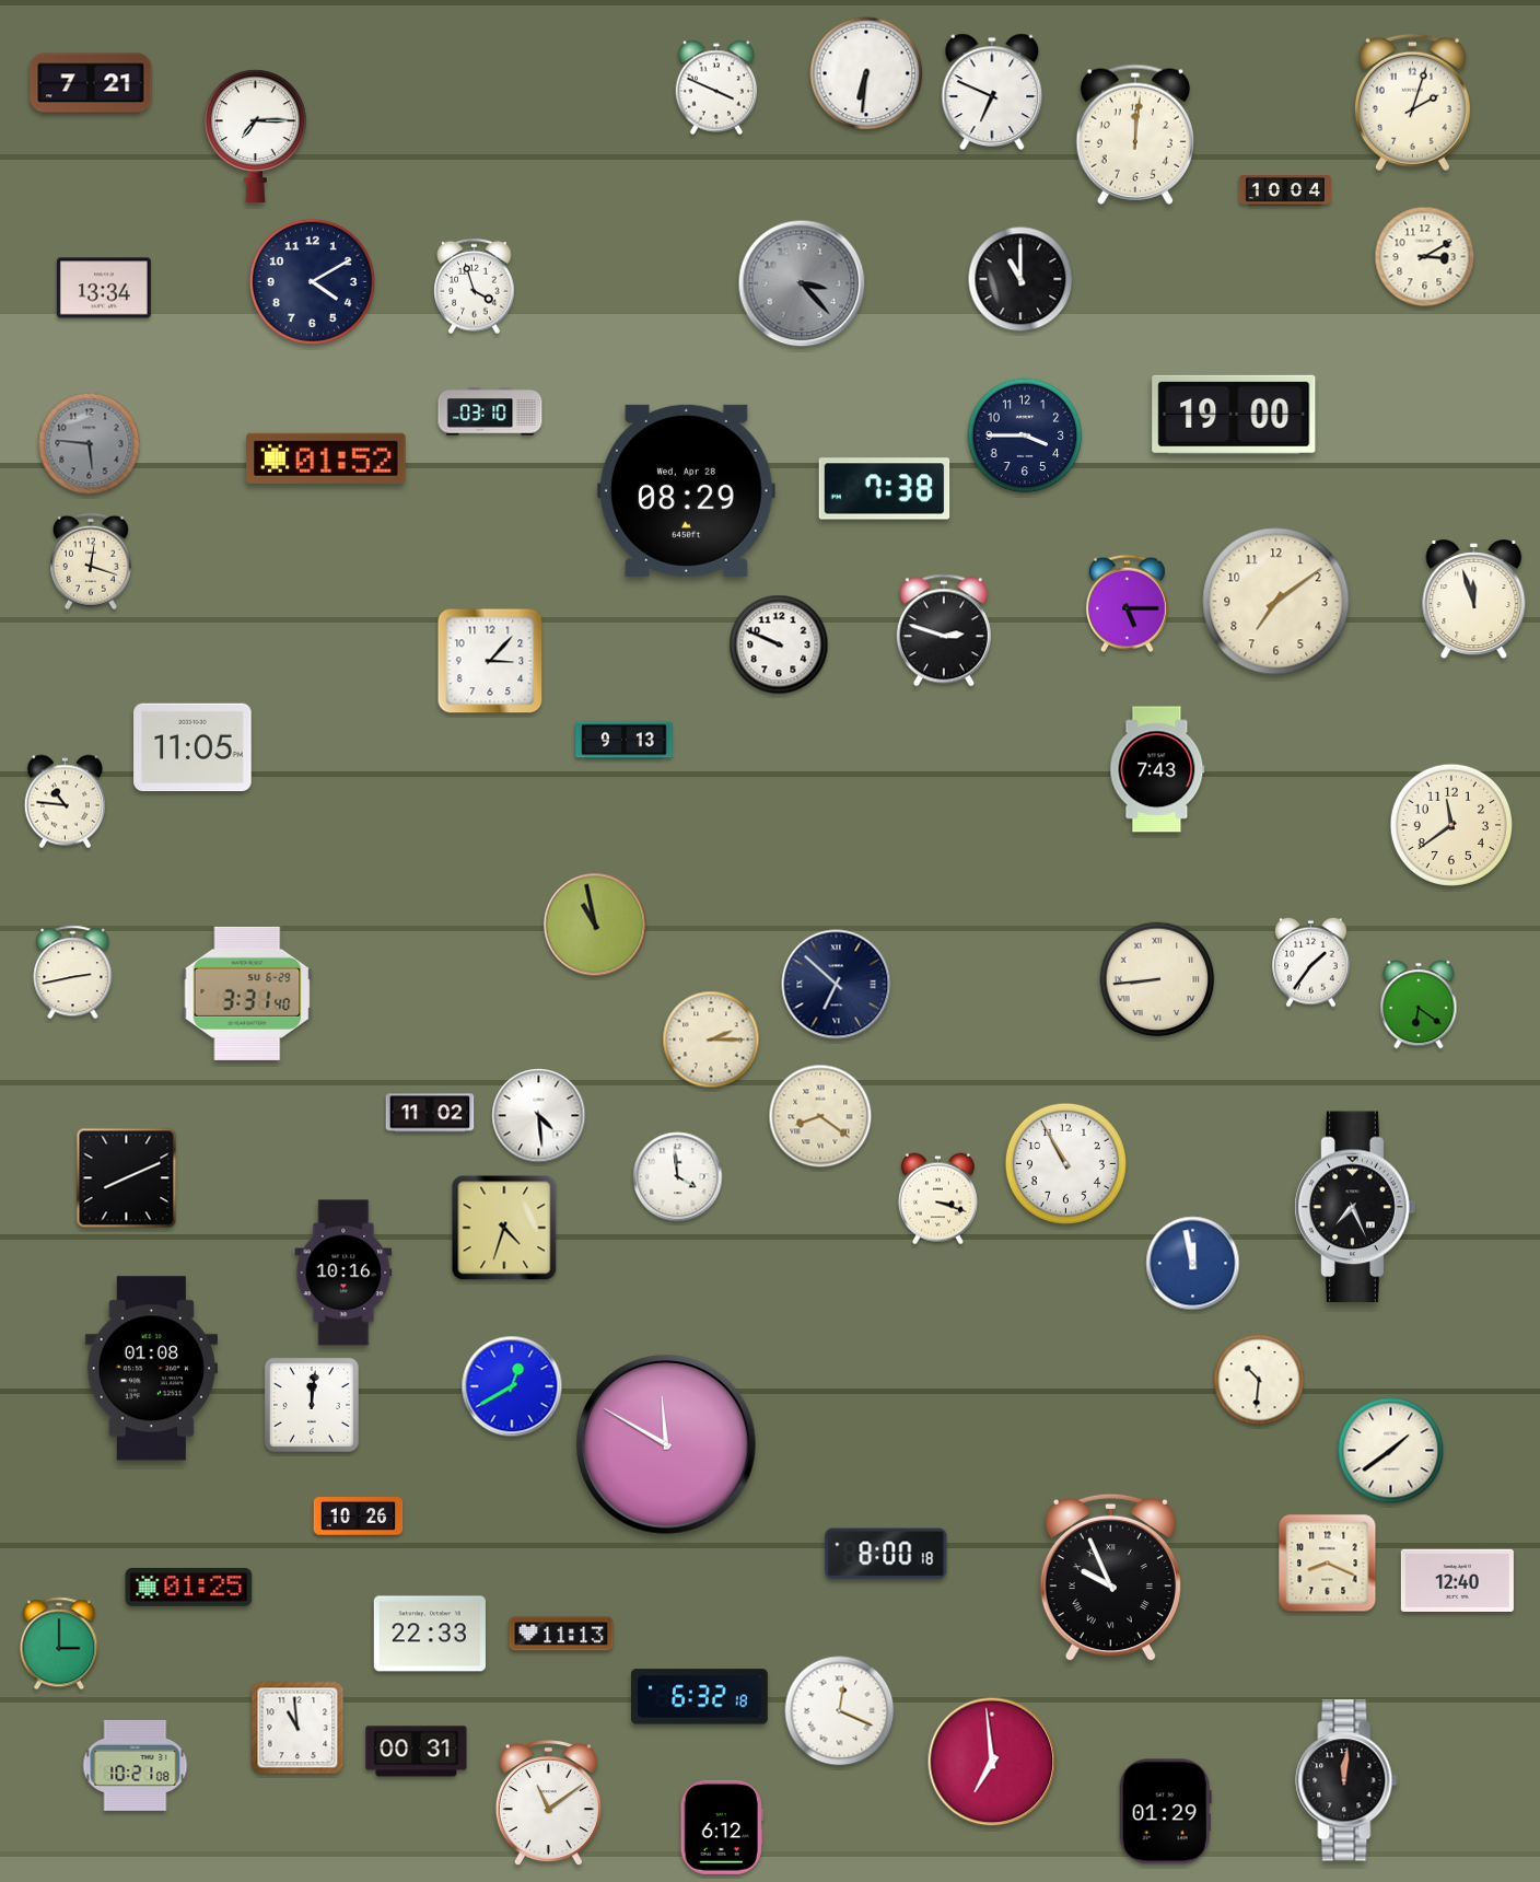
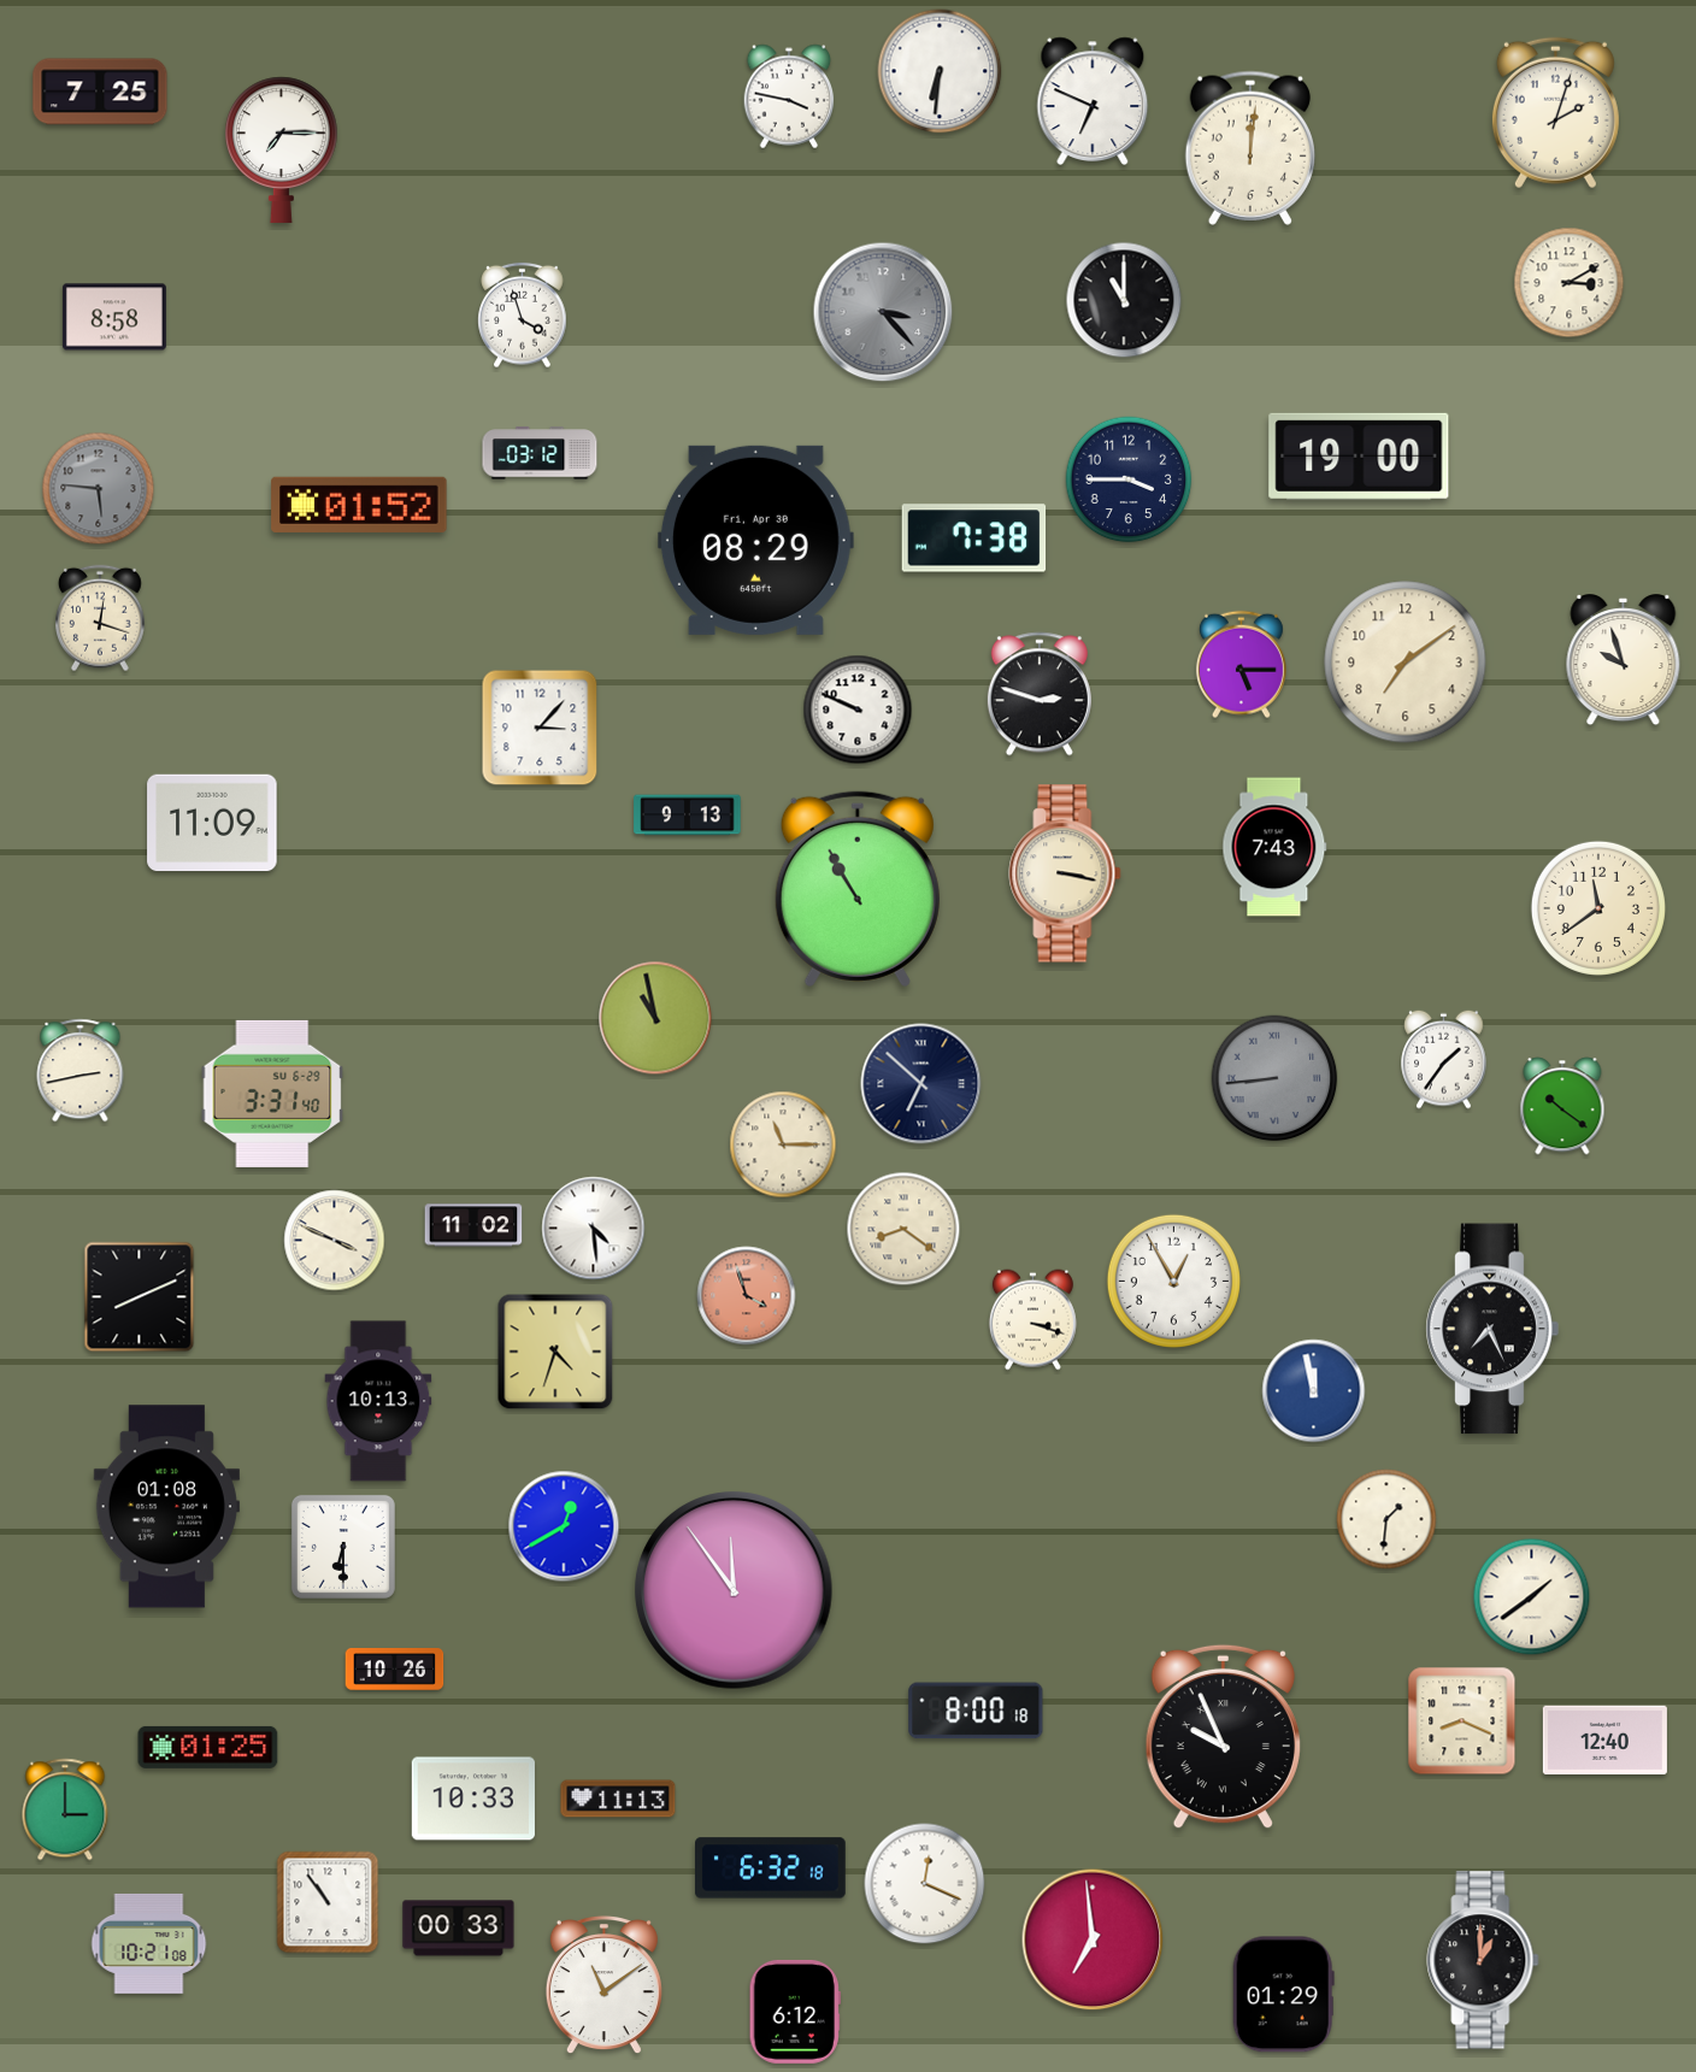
clock at (866, 73) position: (866, 73) -> (940, 71)
clock at (91, 83): 7:21 -> 7:25
clock at (716, 88): 3:49 -> 3:47
clock at (1285, 191): 10:04 -> none
clock at (1020, 279) position: (1020, 279) -> (1124, 300)
clock at (312, 281): 4:10 -> none
clock at (104, 288): 13:34 -> 8:58
clock at (490, 411): 03:10 -> 03:12
clock at (686, 490) date: Wed, Apr 28 -> Fri, Apr 30
clock at (1474, 600): 11:57 -> 9:57
clock at (192, 747): 11:05 -> 11:09
clock at (1065, 873): none -> 3:17
clock at (65, 802): 10:46 -> none
clock at (858, 889): none -> 10:55
clock at (1157, 979) dial: cream -> grey
clock at (1419, 1004): 6:21 -> 10:21
clock at (711, 1039): 2:15 -> 11:15
clock at (335, 1241): none -> 3:49
clock at (1065, 1163): 10:55 -> 12:55
clock at (678, 1177): 3:59 -> 3:57
clock at (678, 1177) dial: white -> salmon
clock at (343, 1273): 10:16 -> 10:13
clock at (1259, 1380): 10:31 -> 1:31
clock at (312, 1405): 12:01 -> 6:30
clock at (666, 1444): 11:50 -> 11:54
clock at (430, 1634): 22:33 -> 10:33
clock at (297, 1728): 10:59 -> 10:54
clock at (417, 1752): 00:31 -> 00:33
clock at (1346, 1780): 12:01 -> 1:00
